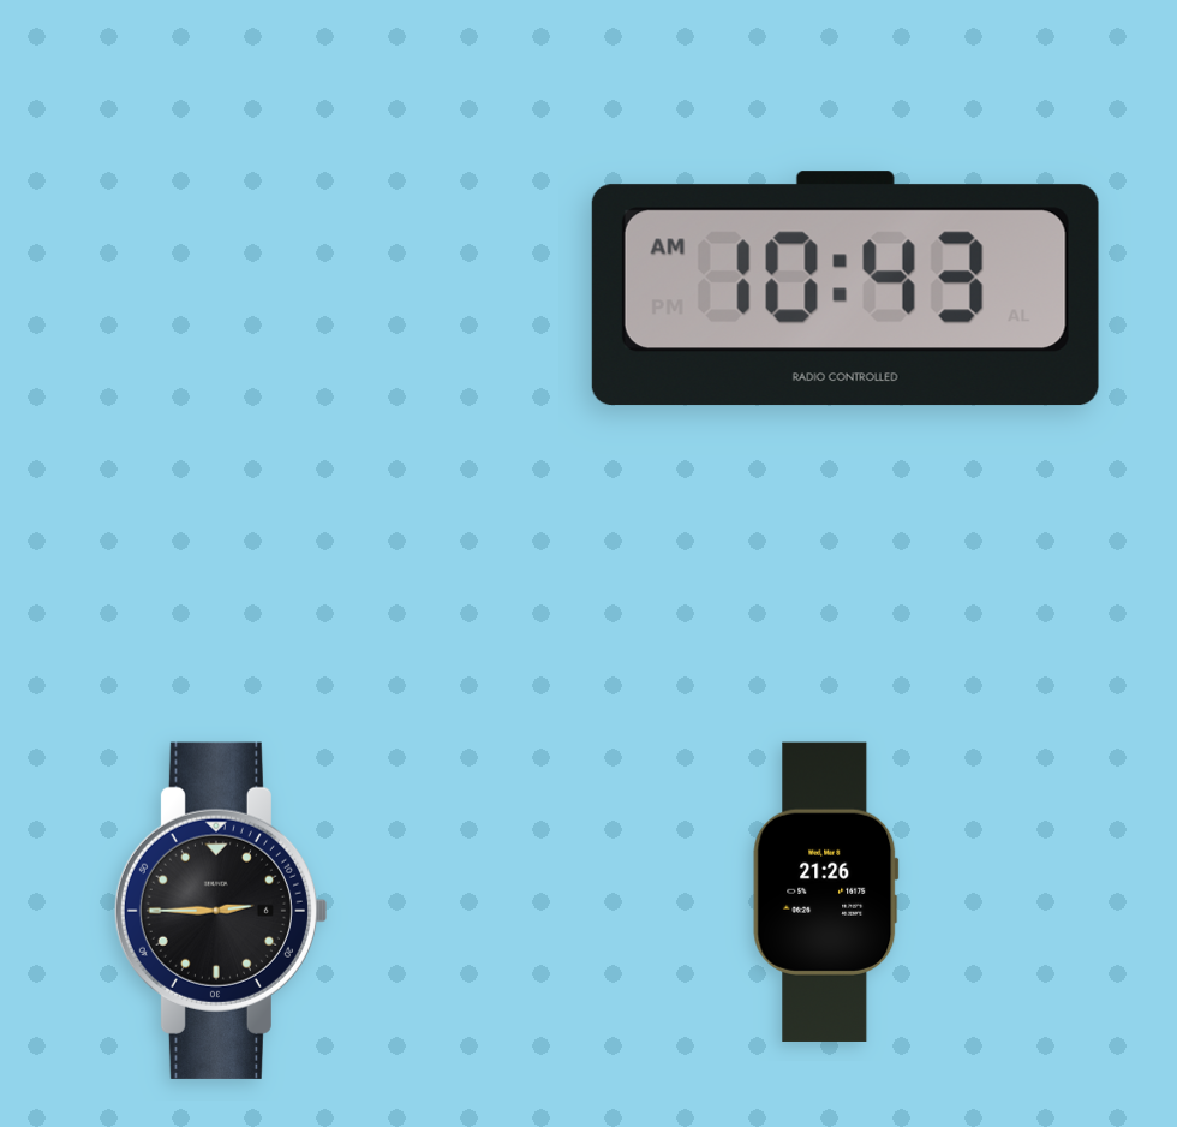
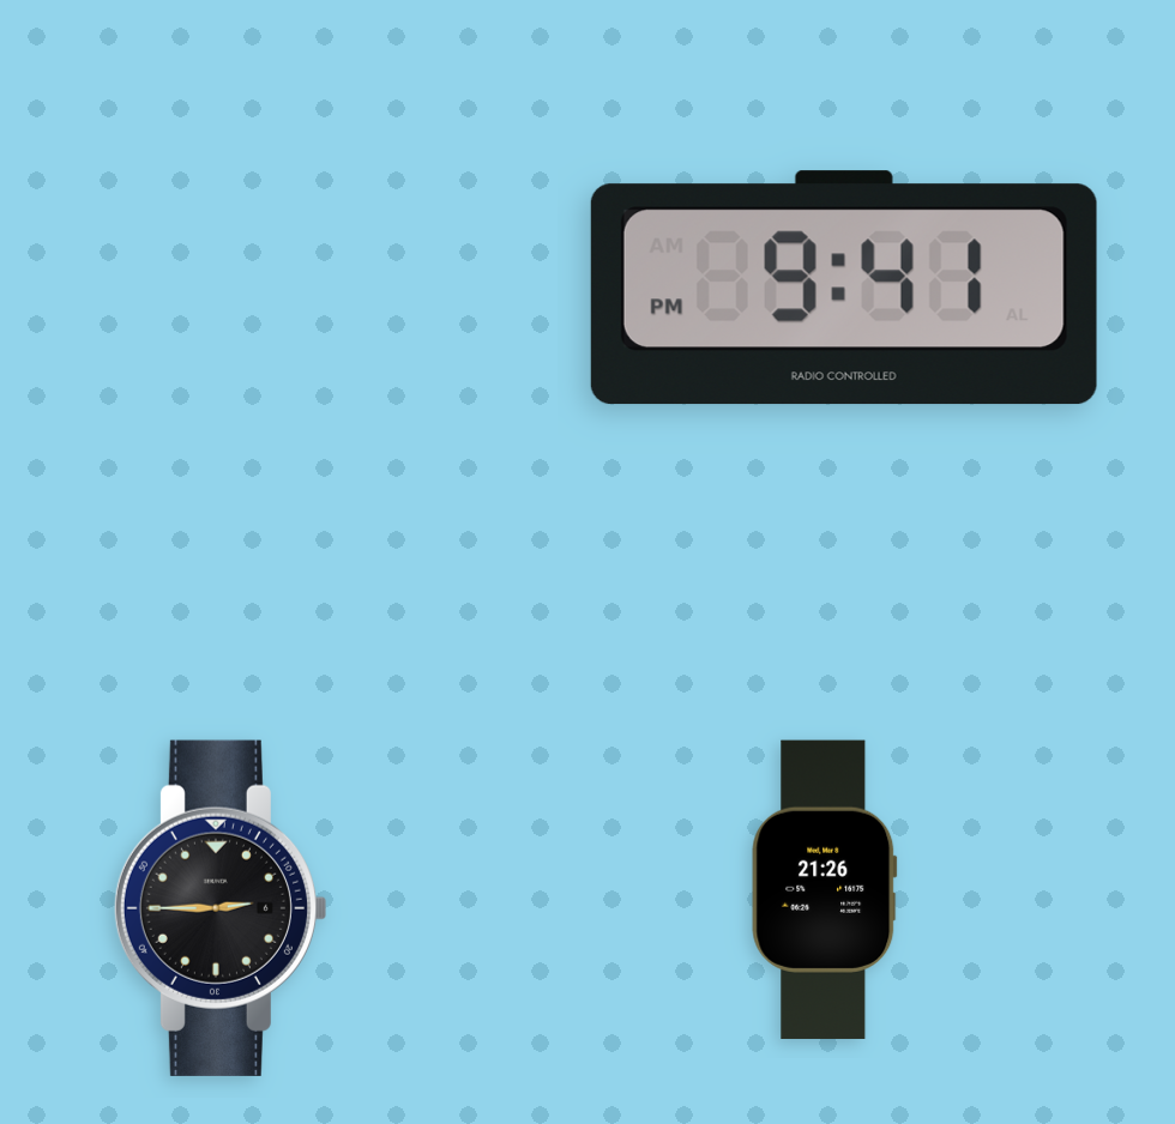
clock at (846, 288): 10:43 -> 9:41
